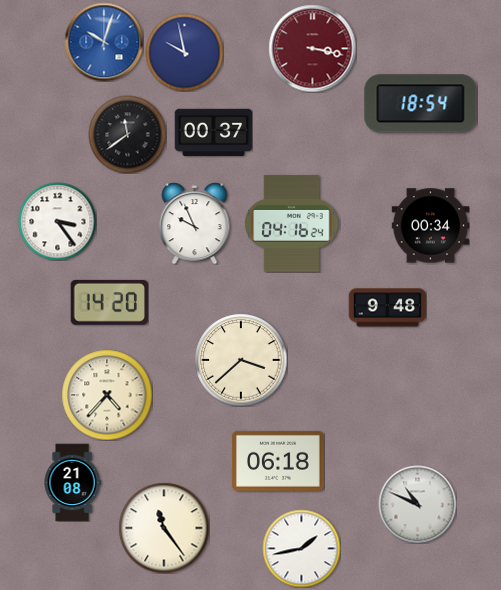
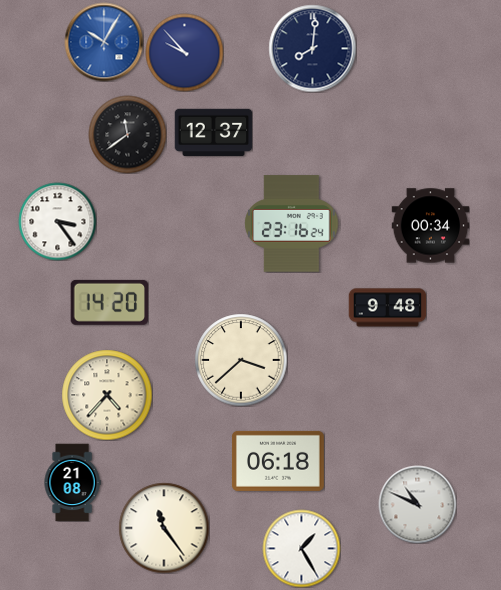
clock at (104, 42): 10:03 -> 10:05
clock at (312, 48): 3:17 -> 8:01
clock at (312, 48) dial: burgundy -> navy
clock at (184, 52): 9:58 -> 9:53
clock at (421, 104): 18:54 -> none
clock at (213, 133): 00:37 -> 12:37
clock at (195, 223): 9:56 -> none
clock at (292, 224): 04:16 -> 23:16
clock at (301, 548): 1:43 -> 1:25
